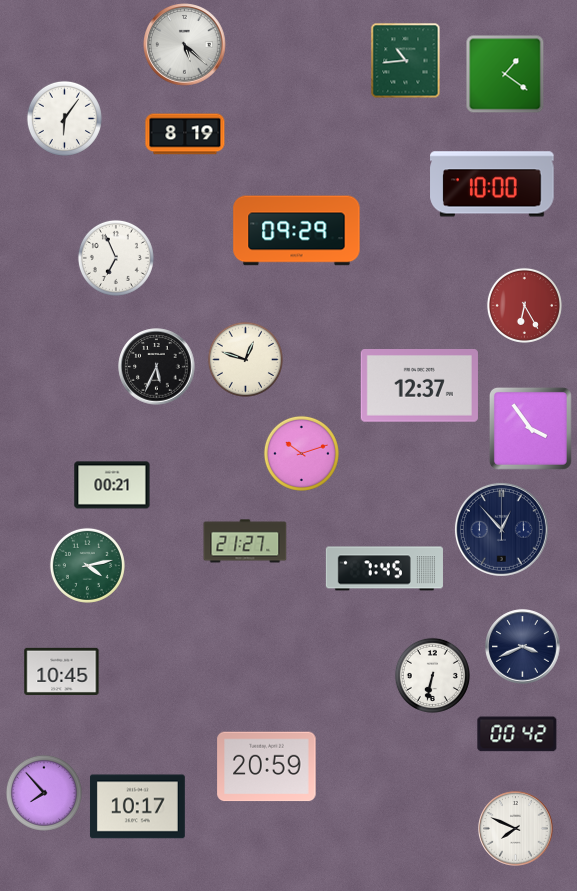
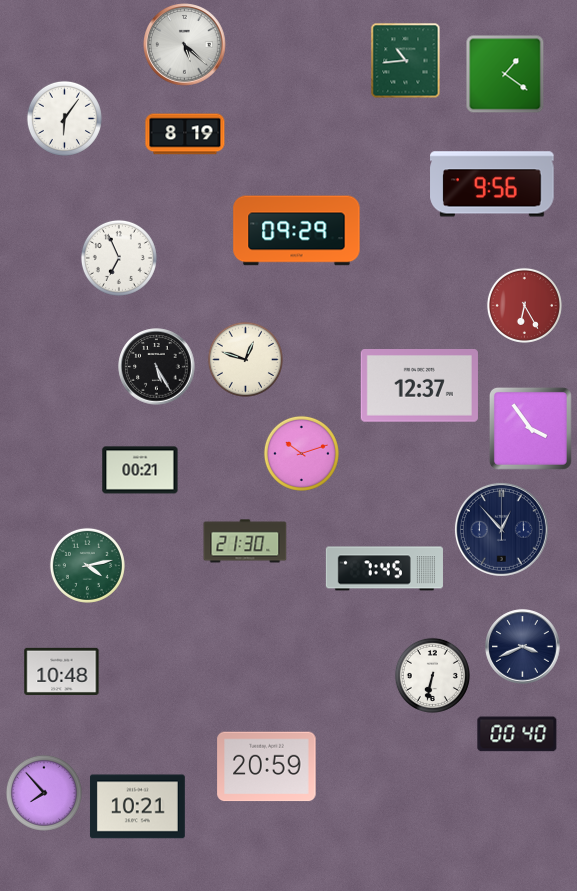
clock at (492, 184): 10:00 -> 9:56
clock at (116, 258) position: (116, 258) -> (119, 258)
clock at (157, 367): 5:34 -> 5:25
clock at (112, 485) position: (112, 485) -> (140, 470)
clock at (245, 541): 21:27 -> 21:30
clock at (62, 671): 10:45 -> 10:48
clock at (517, 734): 00:42 -> 00:40
clock at (137, 807): 10:17 -> 10:21
clock at (516, 829): 7:49 -> none
